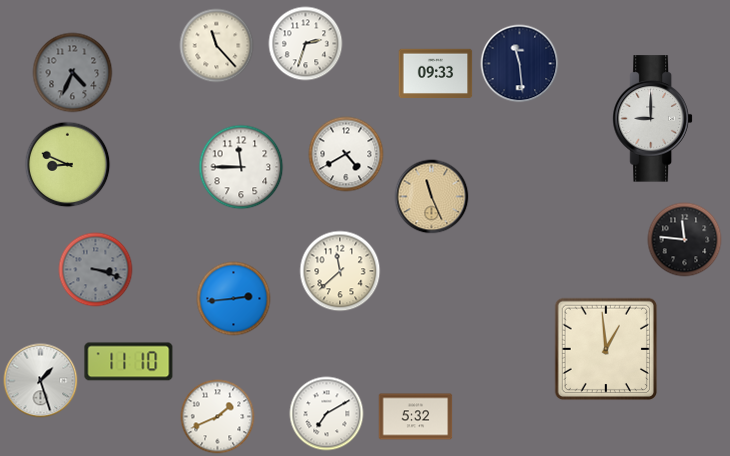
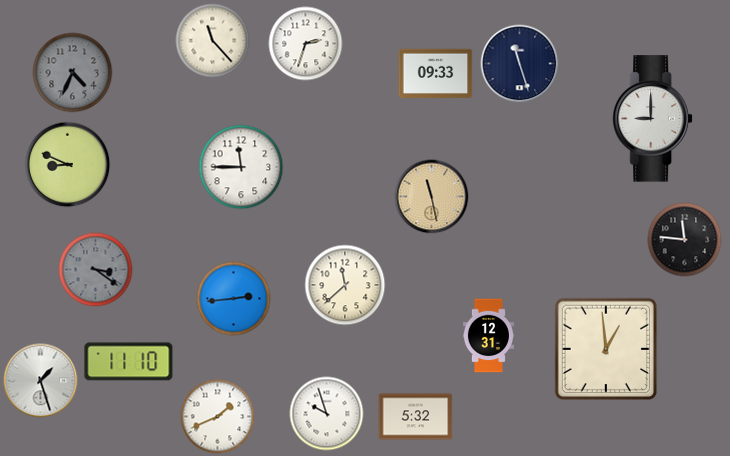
clock at (217, 46) position: (217, 46) -> (213, 41)
clock at (520, 64): 11:29 -> 11:27
clock at (346, 154): 4:40 -> none
clock at (432, 197): 11:26 -> 11:28
clock at (96, 270): 3:18 -> 3:21
clock at (340, 271) position: (340, 271) -> (345, 285)
clock at (488, 336): none -> 12:31
clock at (327, 414): 7:10 -> 9:57
